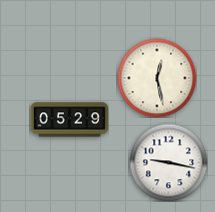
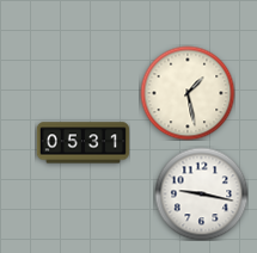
clock at (157, 78): 12:28 -> 1:28
clock at (69, 120): 05:29 -> 05:31
